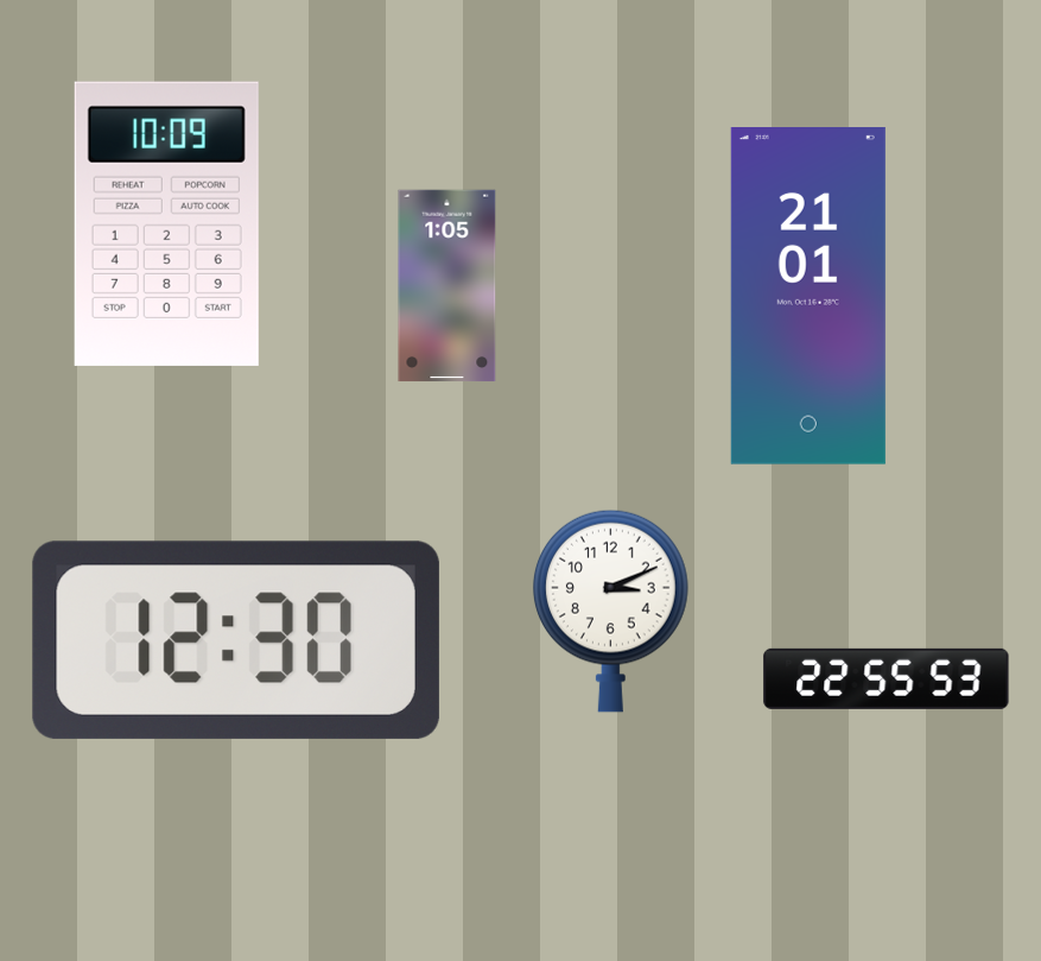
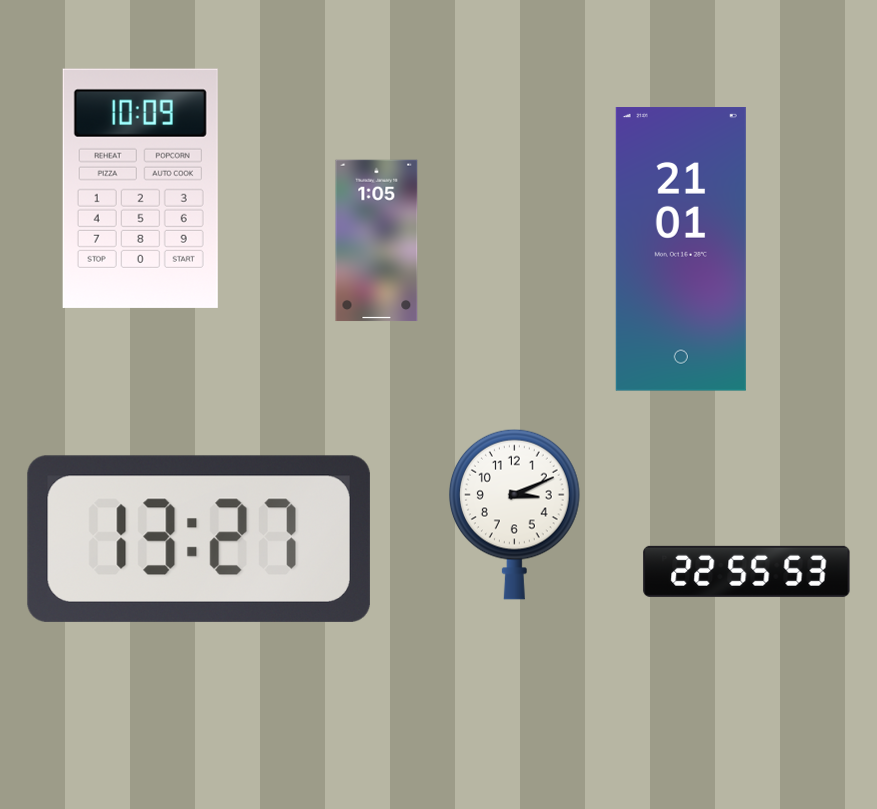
clock at (236, 640): 12:30 -> 13:27
